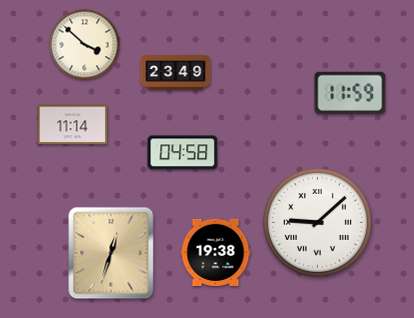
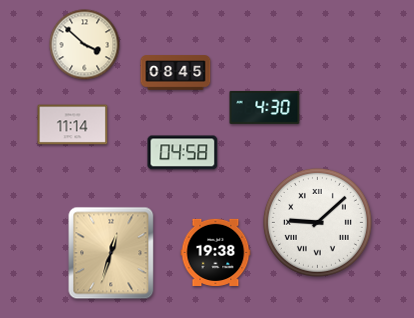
clock at (176, 73): 23:49 -> 08:45
clock at (350, 93): 11:59 -> none
clock at (265, 107): none -> 4:30
